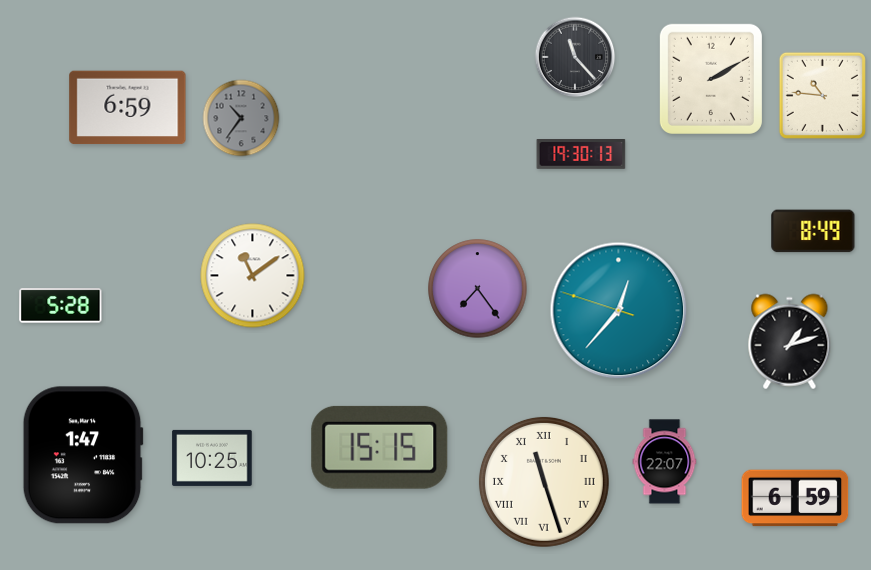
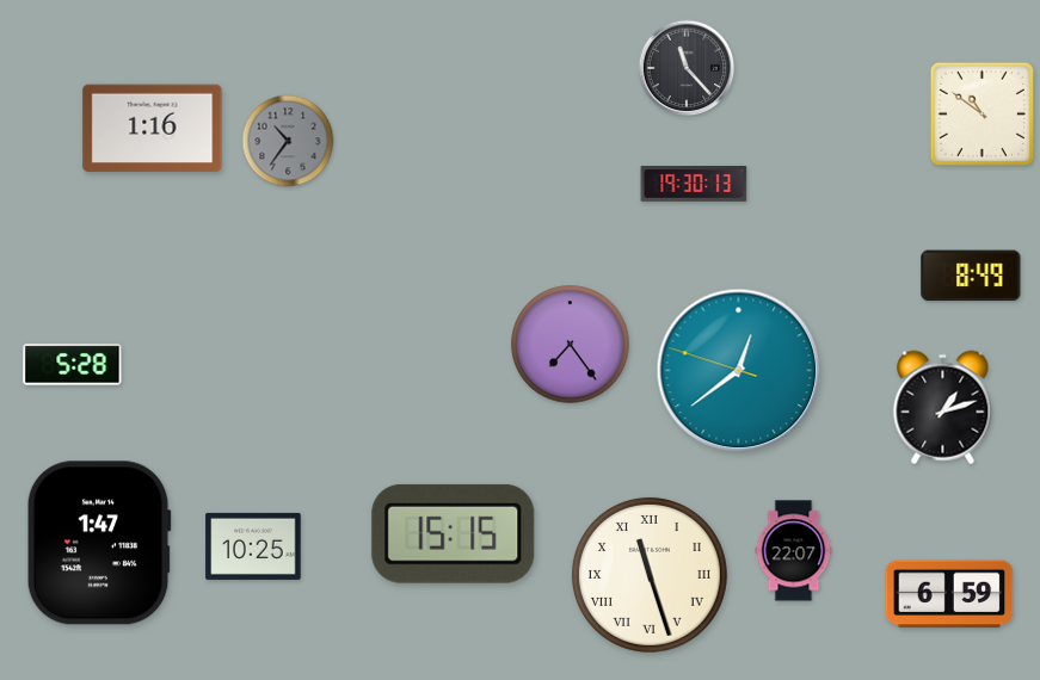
clock at (711, 79): 2:10 -> none
clock at (822, 95): 10:46 -> 10:51
clock at (128, 108): 6:59 -> 1:16
clock at (253, 276): 11:09 -> none
clock at (619, 311): 12:36 -> 12:38
